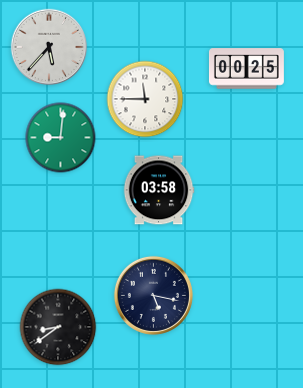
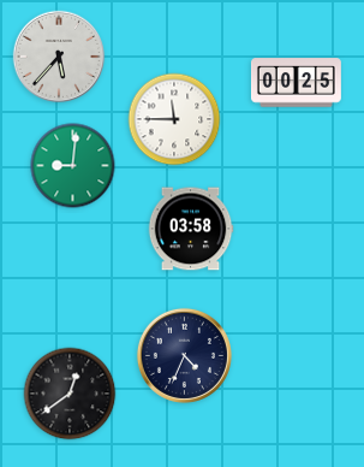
clock at (153, 295): 5:17 -> 4:34
clock at (58, 327): 8:39 -> 12:39
